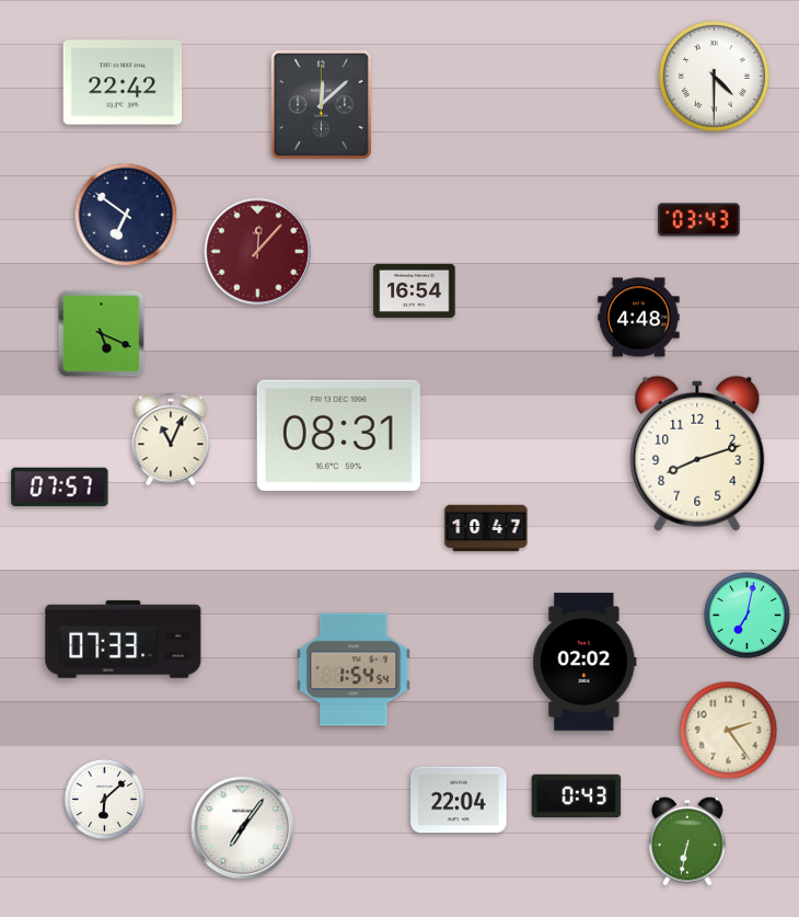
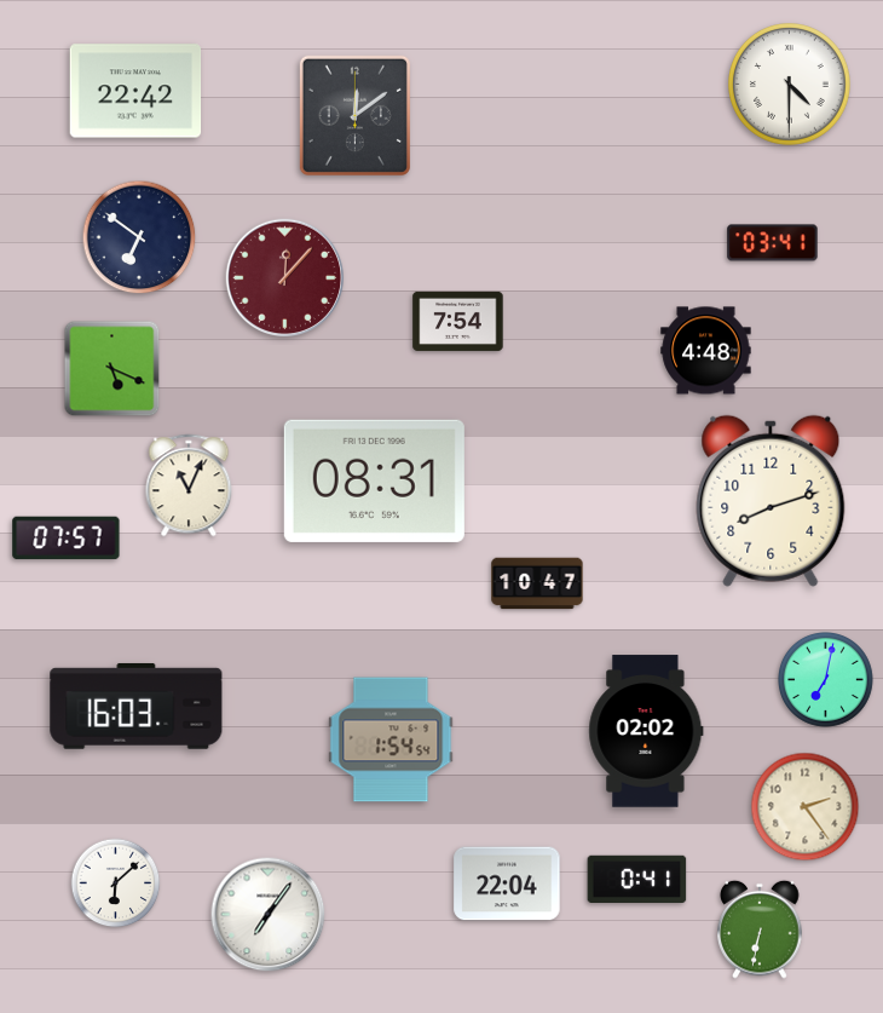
clock at (321, 104): 12:08 -> 12:09
clock at (699, 220): 03:43 -> 03:41
clock at (415, 290): 16:54 -> 7:54
clock at (124, 639): 07:33 -> 16:03
clock at (577, 795): 0:43 -> 0:41
